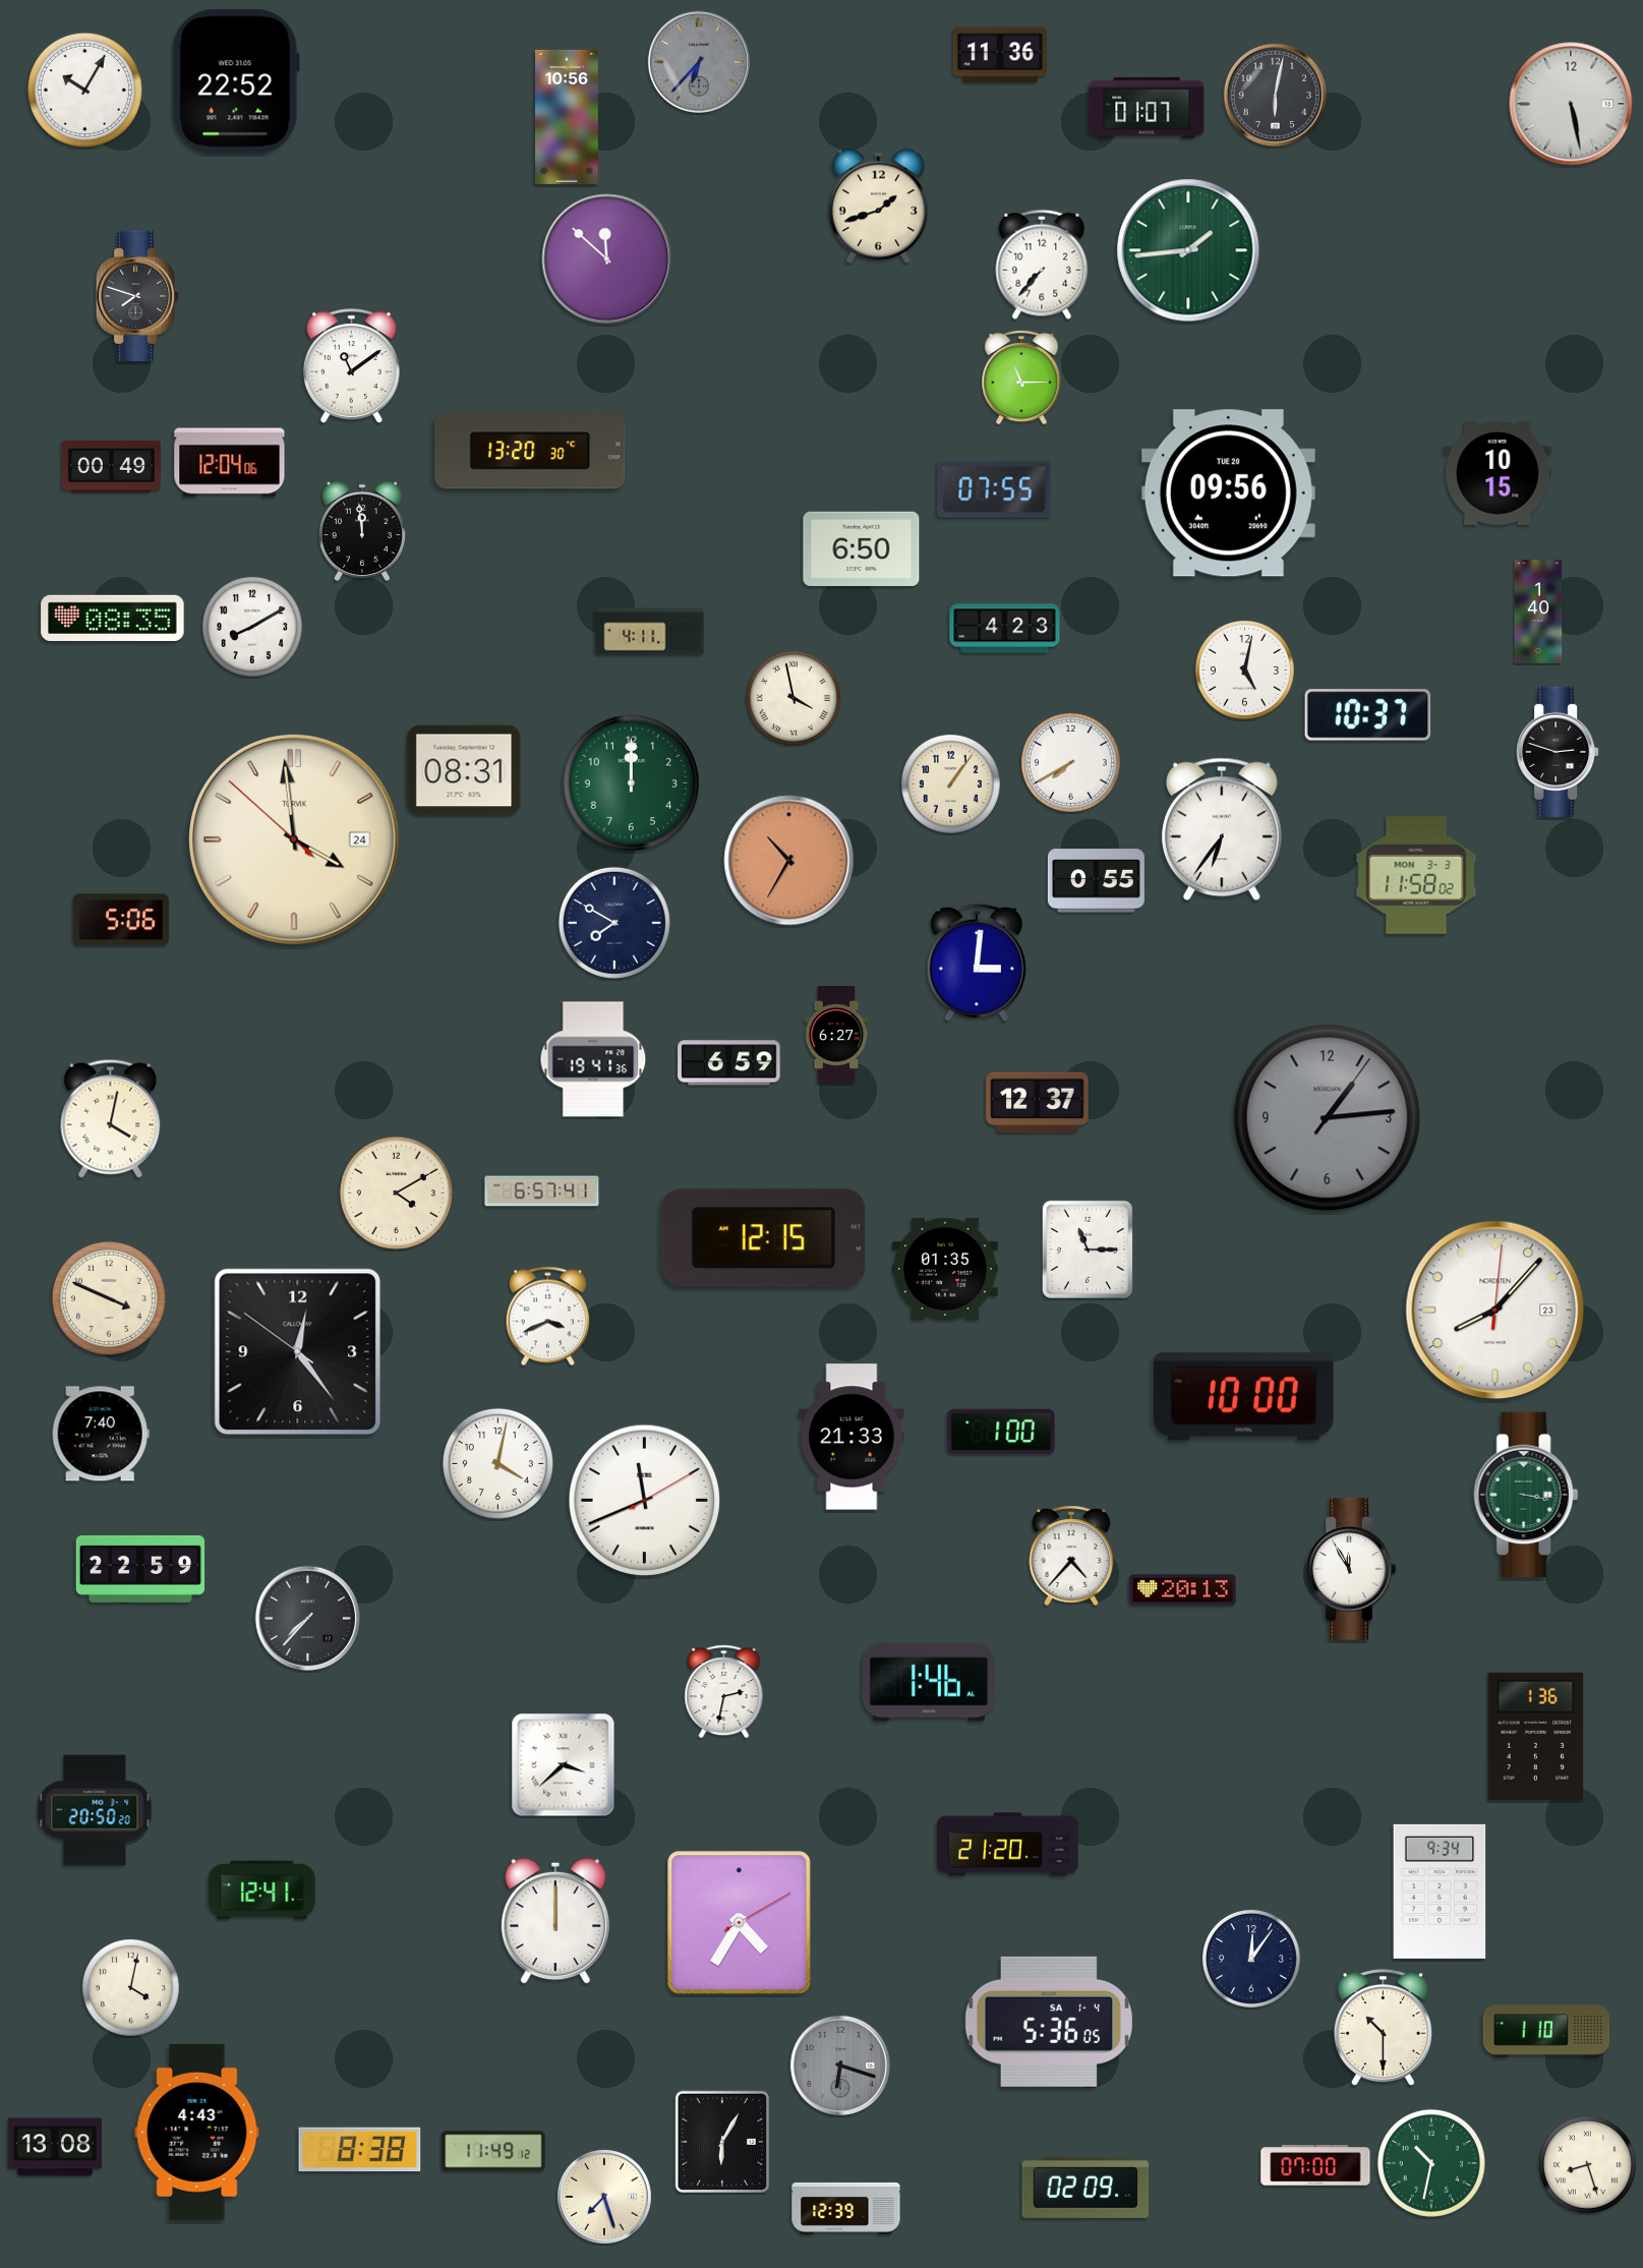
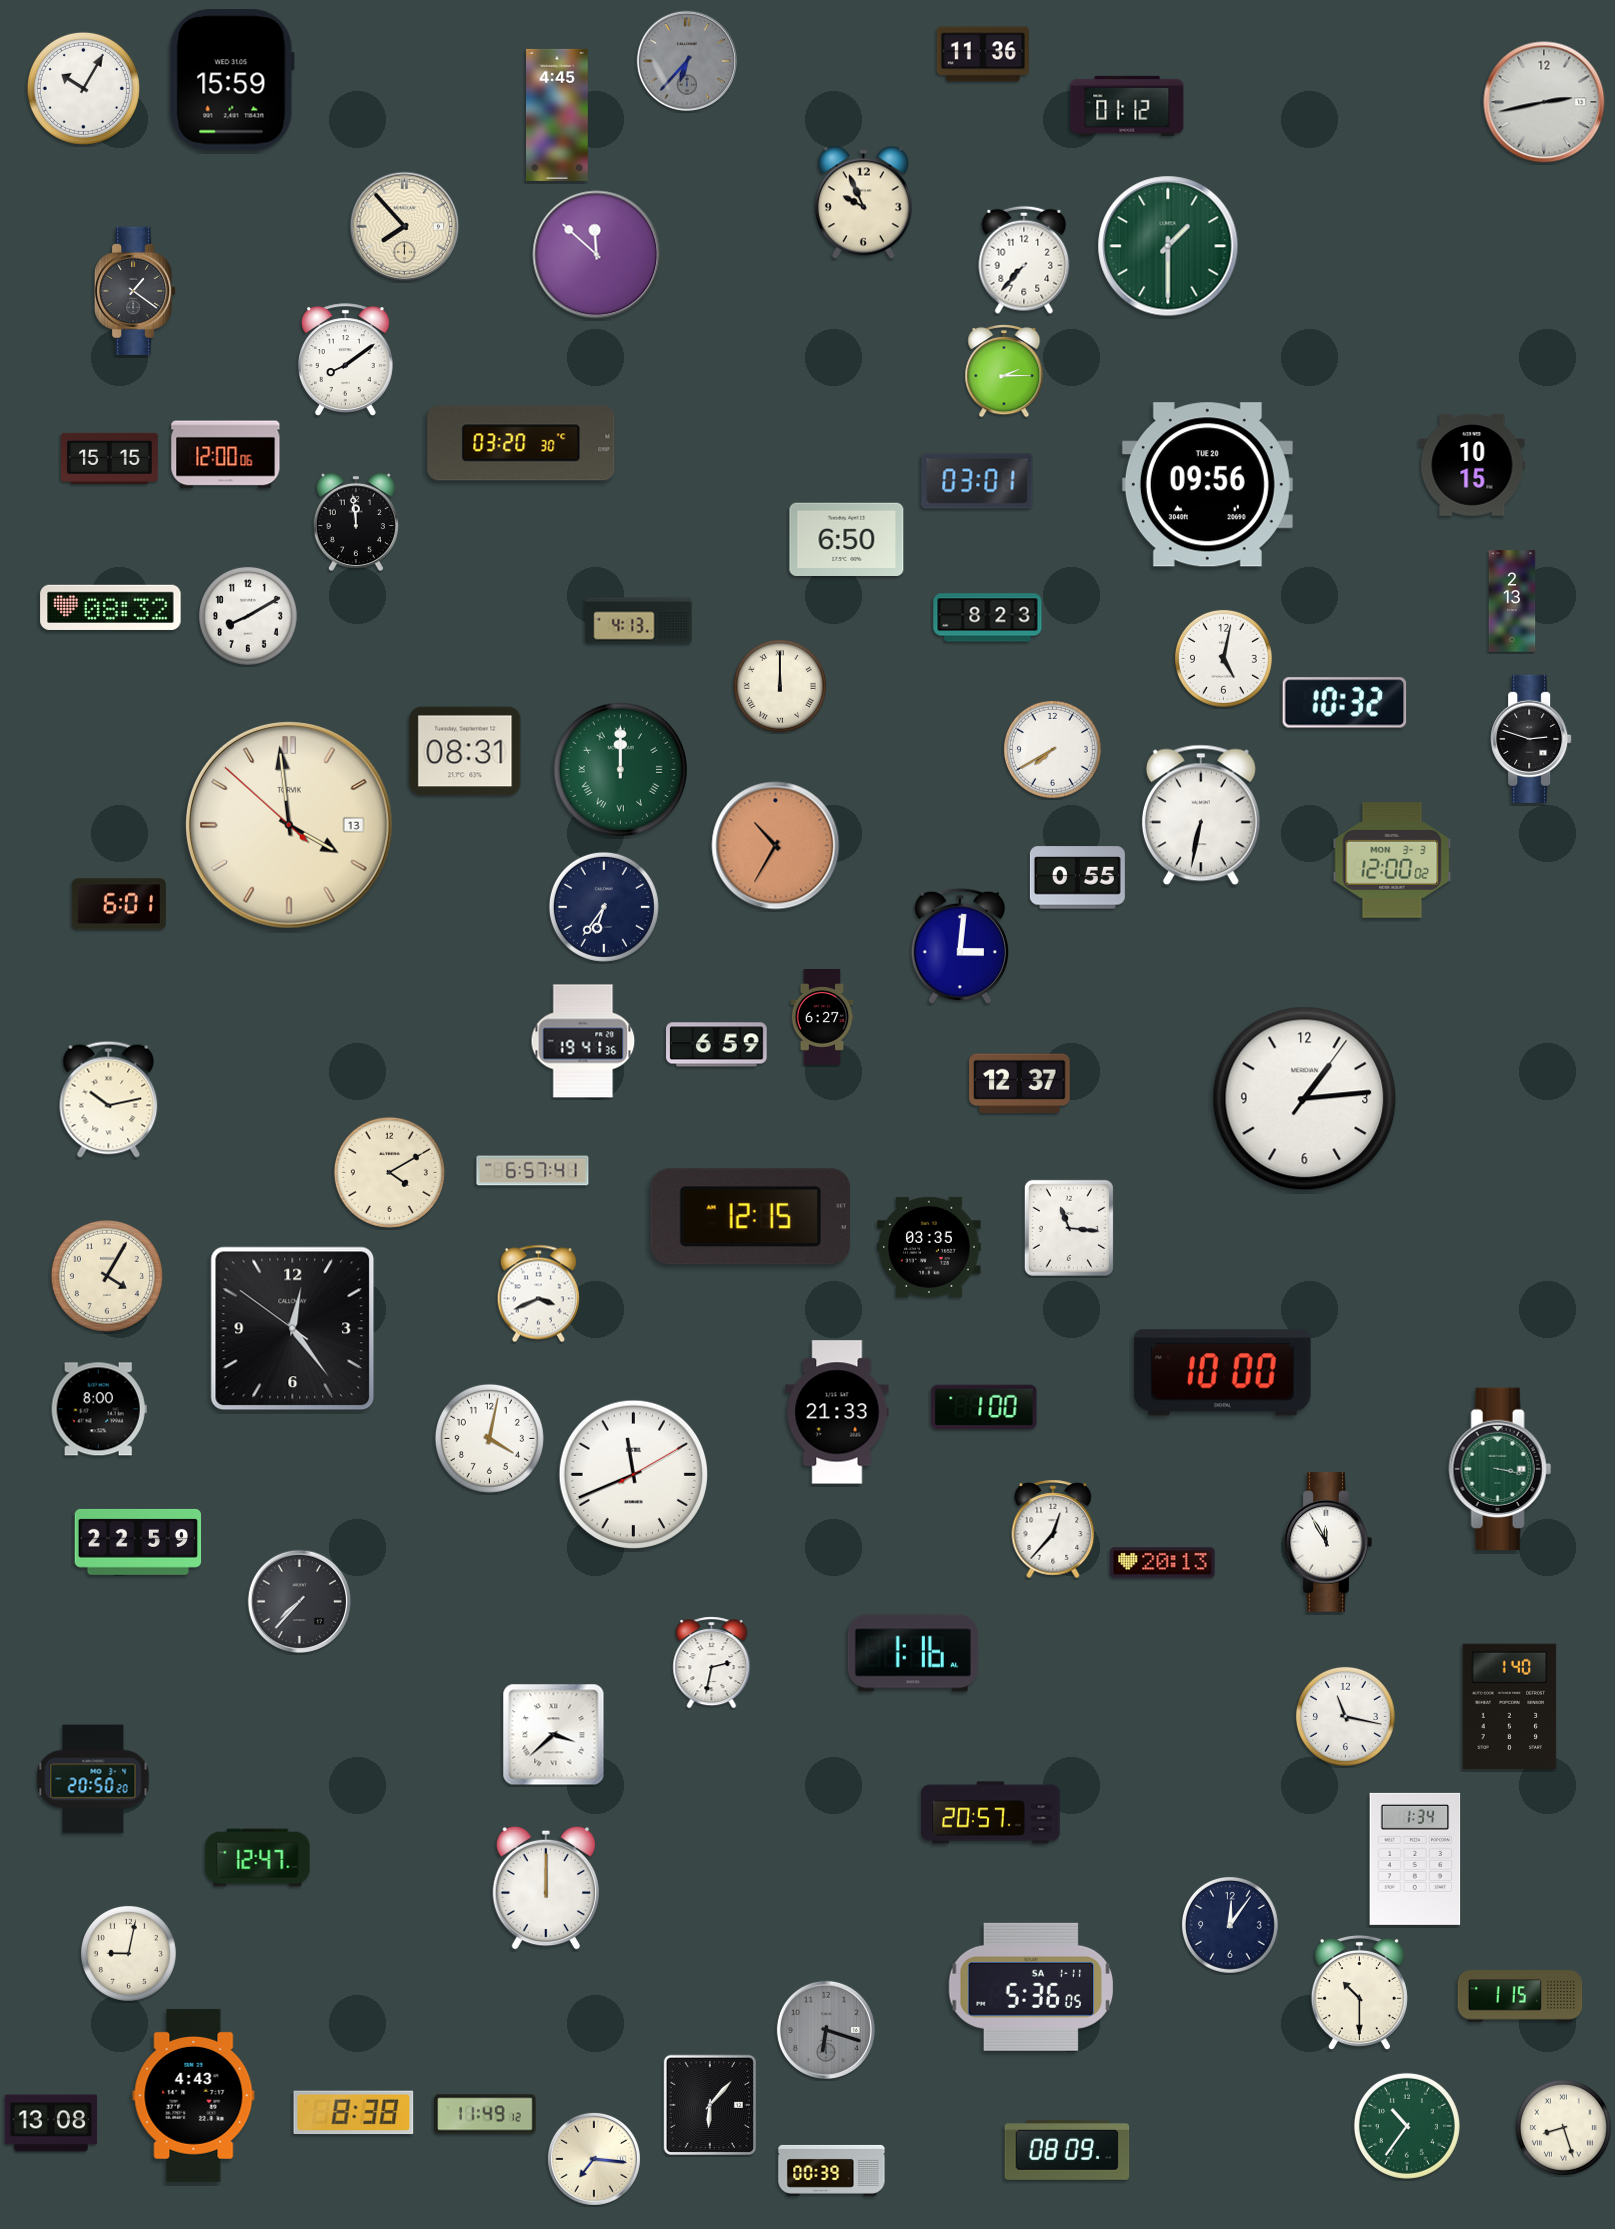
clock at (236, 81): 22:52 -> 15:59
clock at (1275, 95): 6:02 -> none
clock at (1571, 104): 5:28 -> 2:43
clock at (1147, 108): 01:07 -> 01:12
clock at (568, 117): 10:56 -> 4:45
clock at (878, 207): 1:42 -> 9:56
clock at (405, 227): none -> 7:53
clock at (1188, 250): 1:44 -> 1:30
clock at (137, 296): 7:48 -> 1:21
clock at (351, 366): 11:09 -> 8:09
clock at (1021, 377): 11:15 -> 2:15
clock at (530, 451): 13:20 -> 03:20
clock at (230, 463): 12:04 -> 12:00
clock at (111, 466): 00:49 -> 15:15
clock at (994, 489): 07:55 -> 03:01
clock at (1538, 612): 1:40 -> 2:13
clock at (113, 618): 08:35 -> 08:32
clock at (1005, 629): 4:23 -> 8:23
clock at (650, 632): 4:11 -> 4:13
clock at (794, 698): 3:58 -> 12:00
clock at (1368, 715): 10:37 -> 10:32
clock at (464, 770) position: (464, 770) -> (465, 751)
clock at (631, 782) numerals: Arabic -> Roman
clock at (950, 783): 1:06 -> none
clock at (1222, 829): 6:36 -> 6:32
clock at (295, 840) date: 24 -> 13
clock at (1416, 875): 11:58 -> 12:00
clock at (1096, 881) position: (1096, 881) -> (1077, 878)
clock at (121, 920): 5:06 -> 6:01
clock at (614, 923): 7:50 -> 6:36
clock at (111, 1118): 4:02 -> 10:13
clock at (1328, 1118) dial: grey -> white
clock at (1088, 1249): 11:15 -> 11:16
clock at (945, 1269): 01:35 -> 03:35
clock at (109, 1298): 3:49 -> 4:05
clock at (1495, 1311): 8:07 -> none
clock at (101, 1434): 7:40 -> 8:00
clock at (1071, 1556): 4:37 -> 12:37
clock at (307, 1618) position: (307, 1618) -> (299, 1601)
clock at (929, 1682): 1:46 -> 1:16
clock at (1536, 1737): 1:36 -> 1:40
clock at (1345, 1716): none -> 11:17
clock at (1008, 1845): 21:20 -> 20:57
clock at (262, 1891): 12:41 -> 12:47
clock at (1440, 1892): 9:34 -> 1:34
clock at (740, 1923): 4:35 -> none
clock at (130, 1987): 4:02 -> 9:02
clock at (1049, 2022) date: SA 1-4 -> SA 1-11
clock at (1546, 2031): 1:10 -> 1:15
clock at (721, 2142): 6:05 -> 6:07
clock at (55, 2147) position: (55, 2147) -> (51, 2123)
clock at (1431, 2163): 10:32 -> 10:36
clock at (1587, 2164) position: (1587, 2164) -> (1563, 2127)
clock at (1315, 2165): 07:00 -> none
clock at (1085, 2188): 02:09 -> 08:09
clock at (604, 2197): 7:27 -> 7:16
clock at (846, 2208): 12:39 -> 00:39
